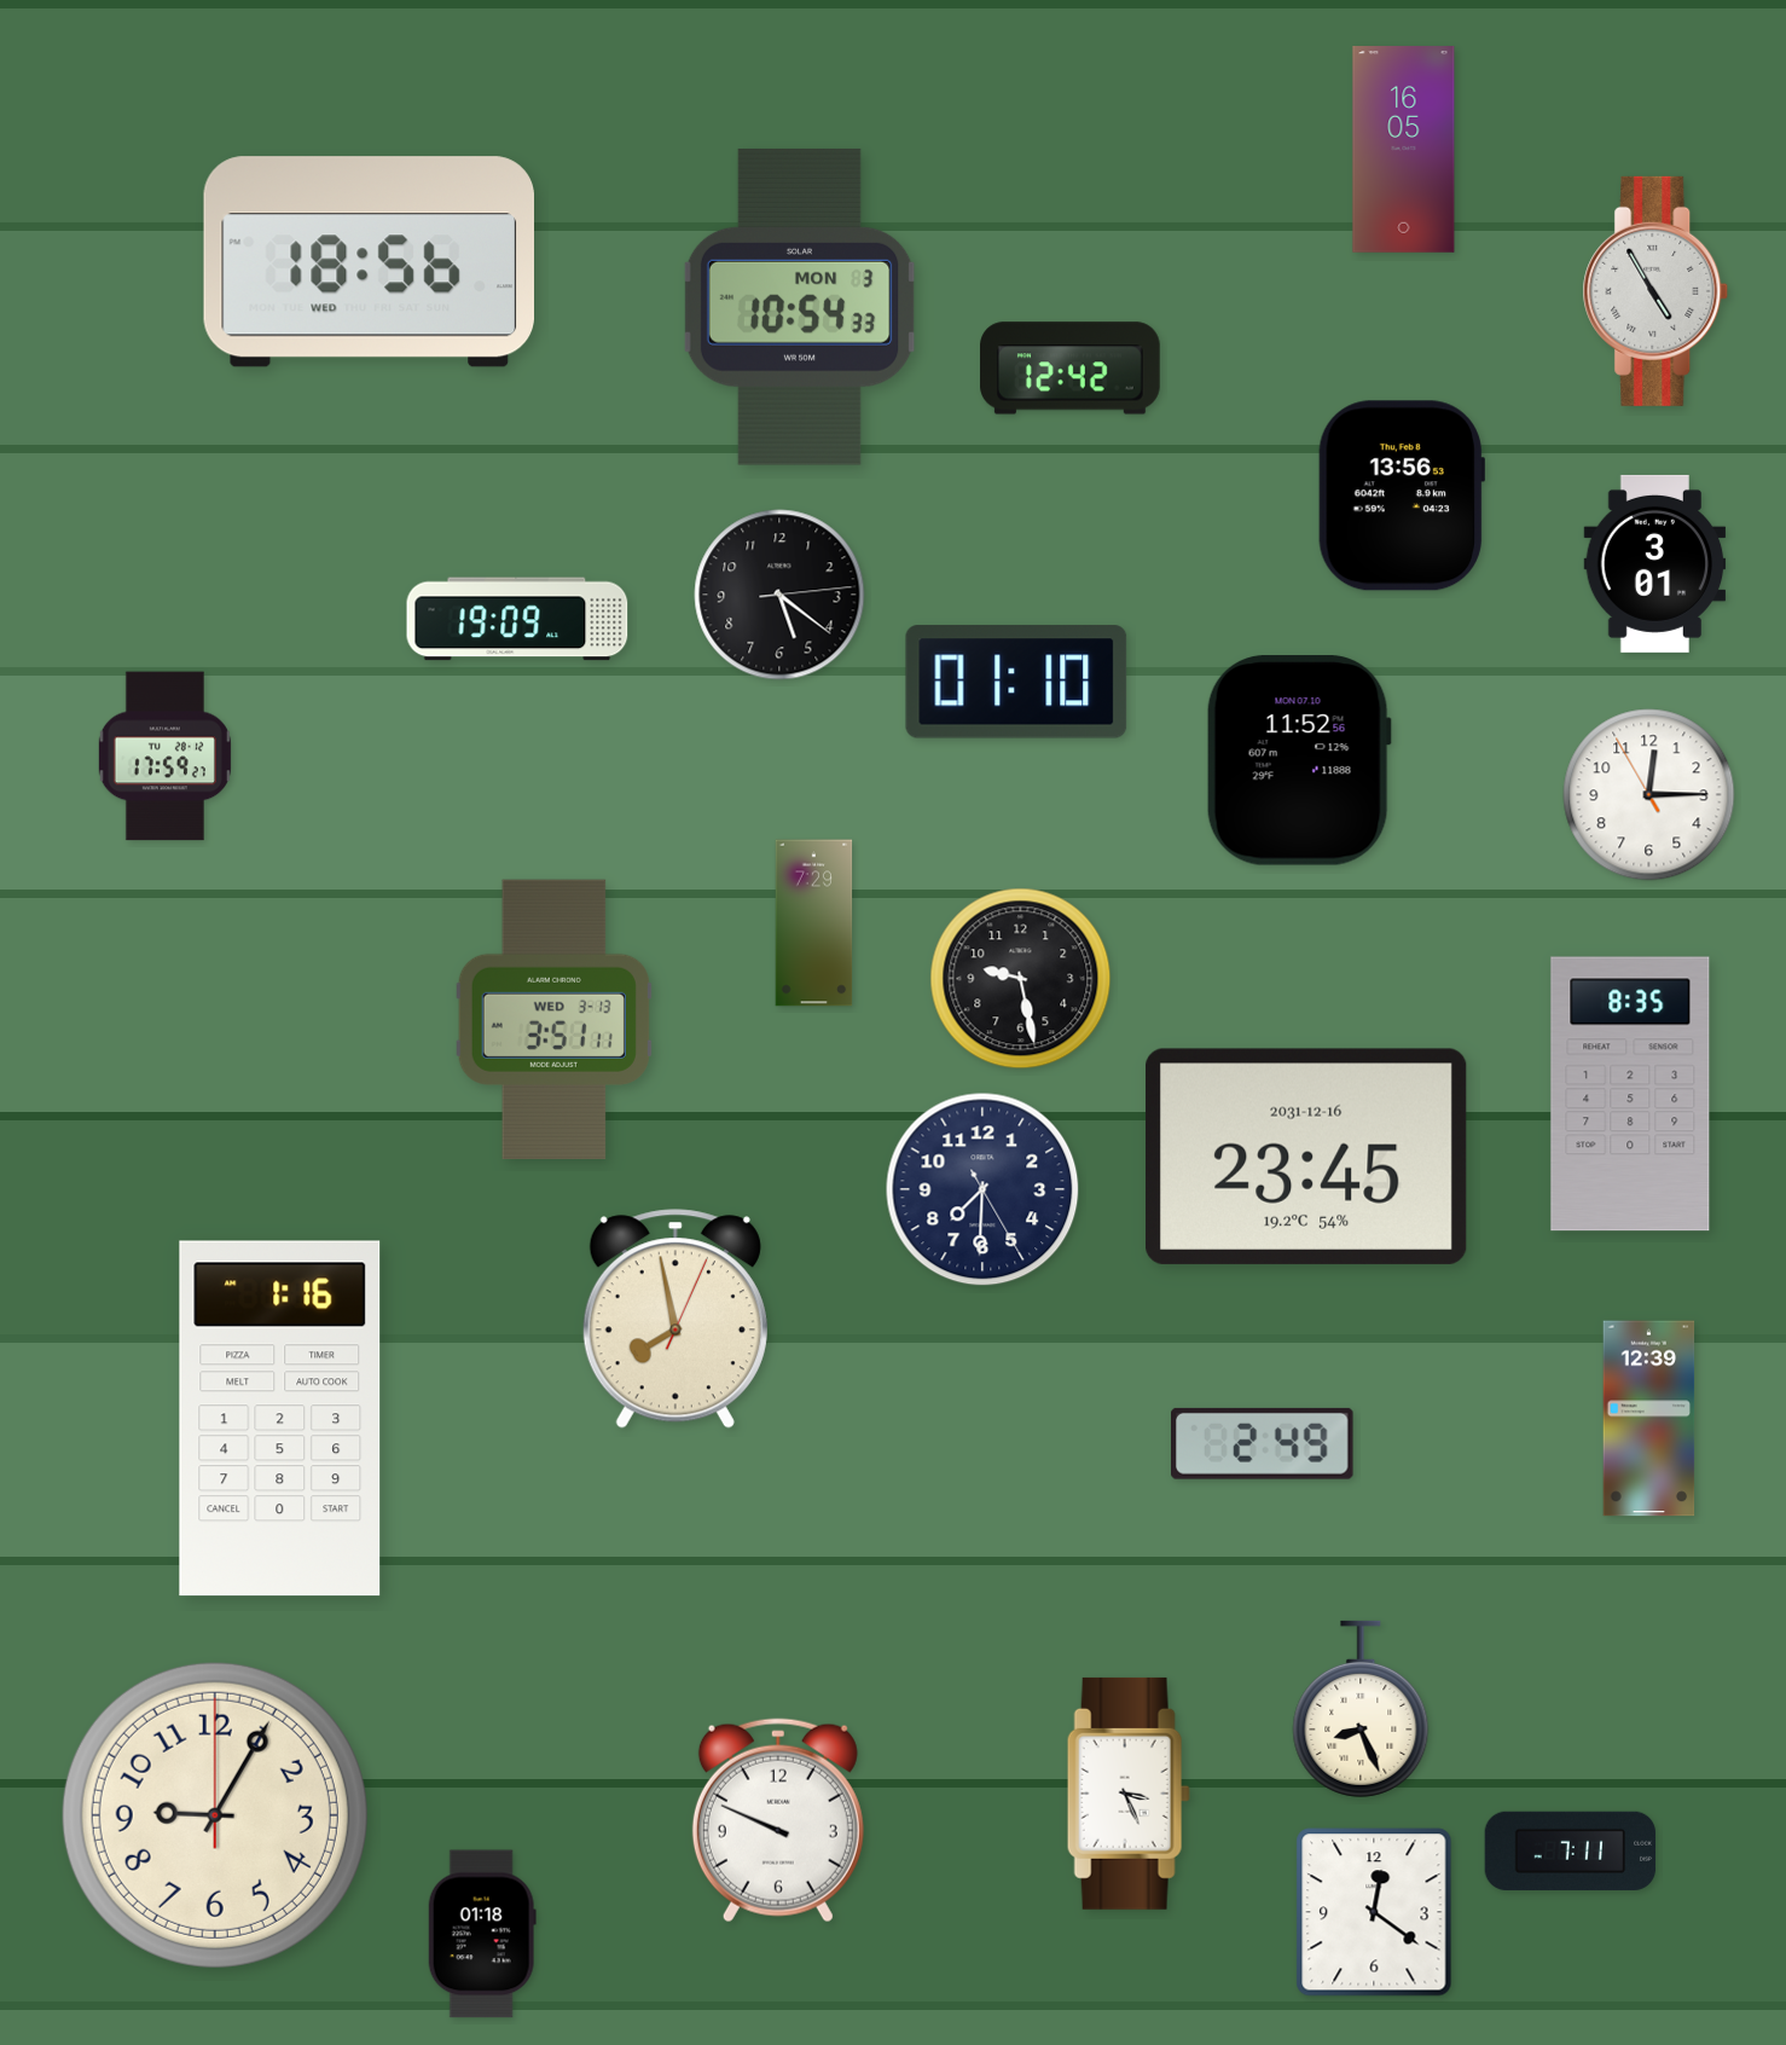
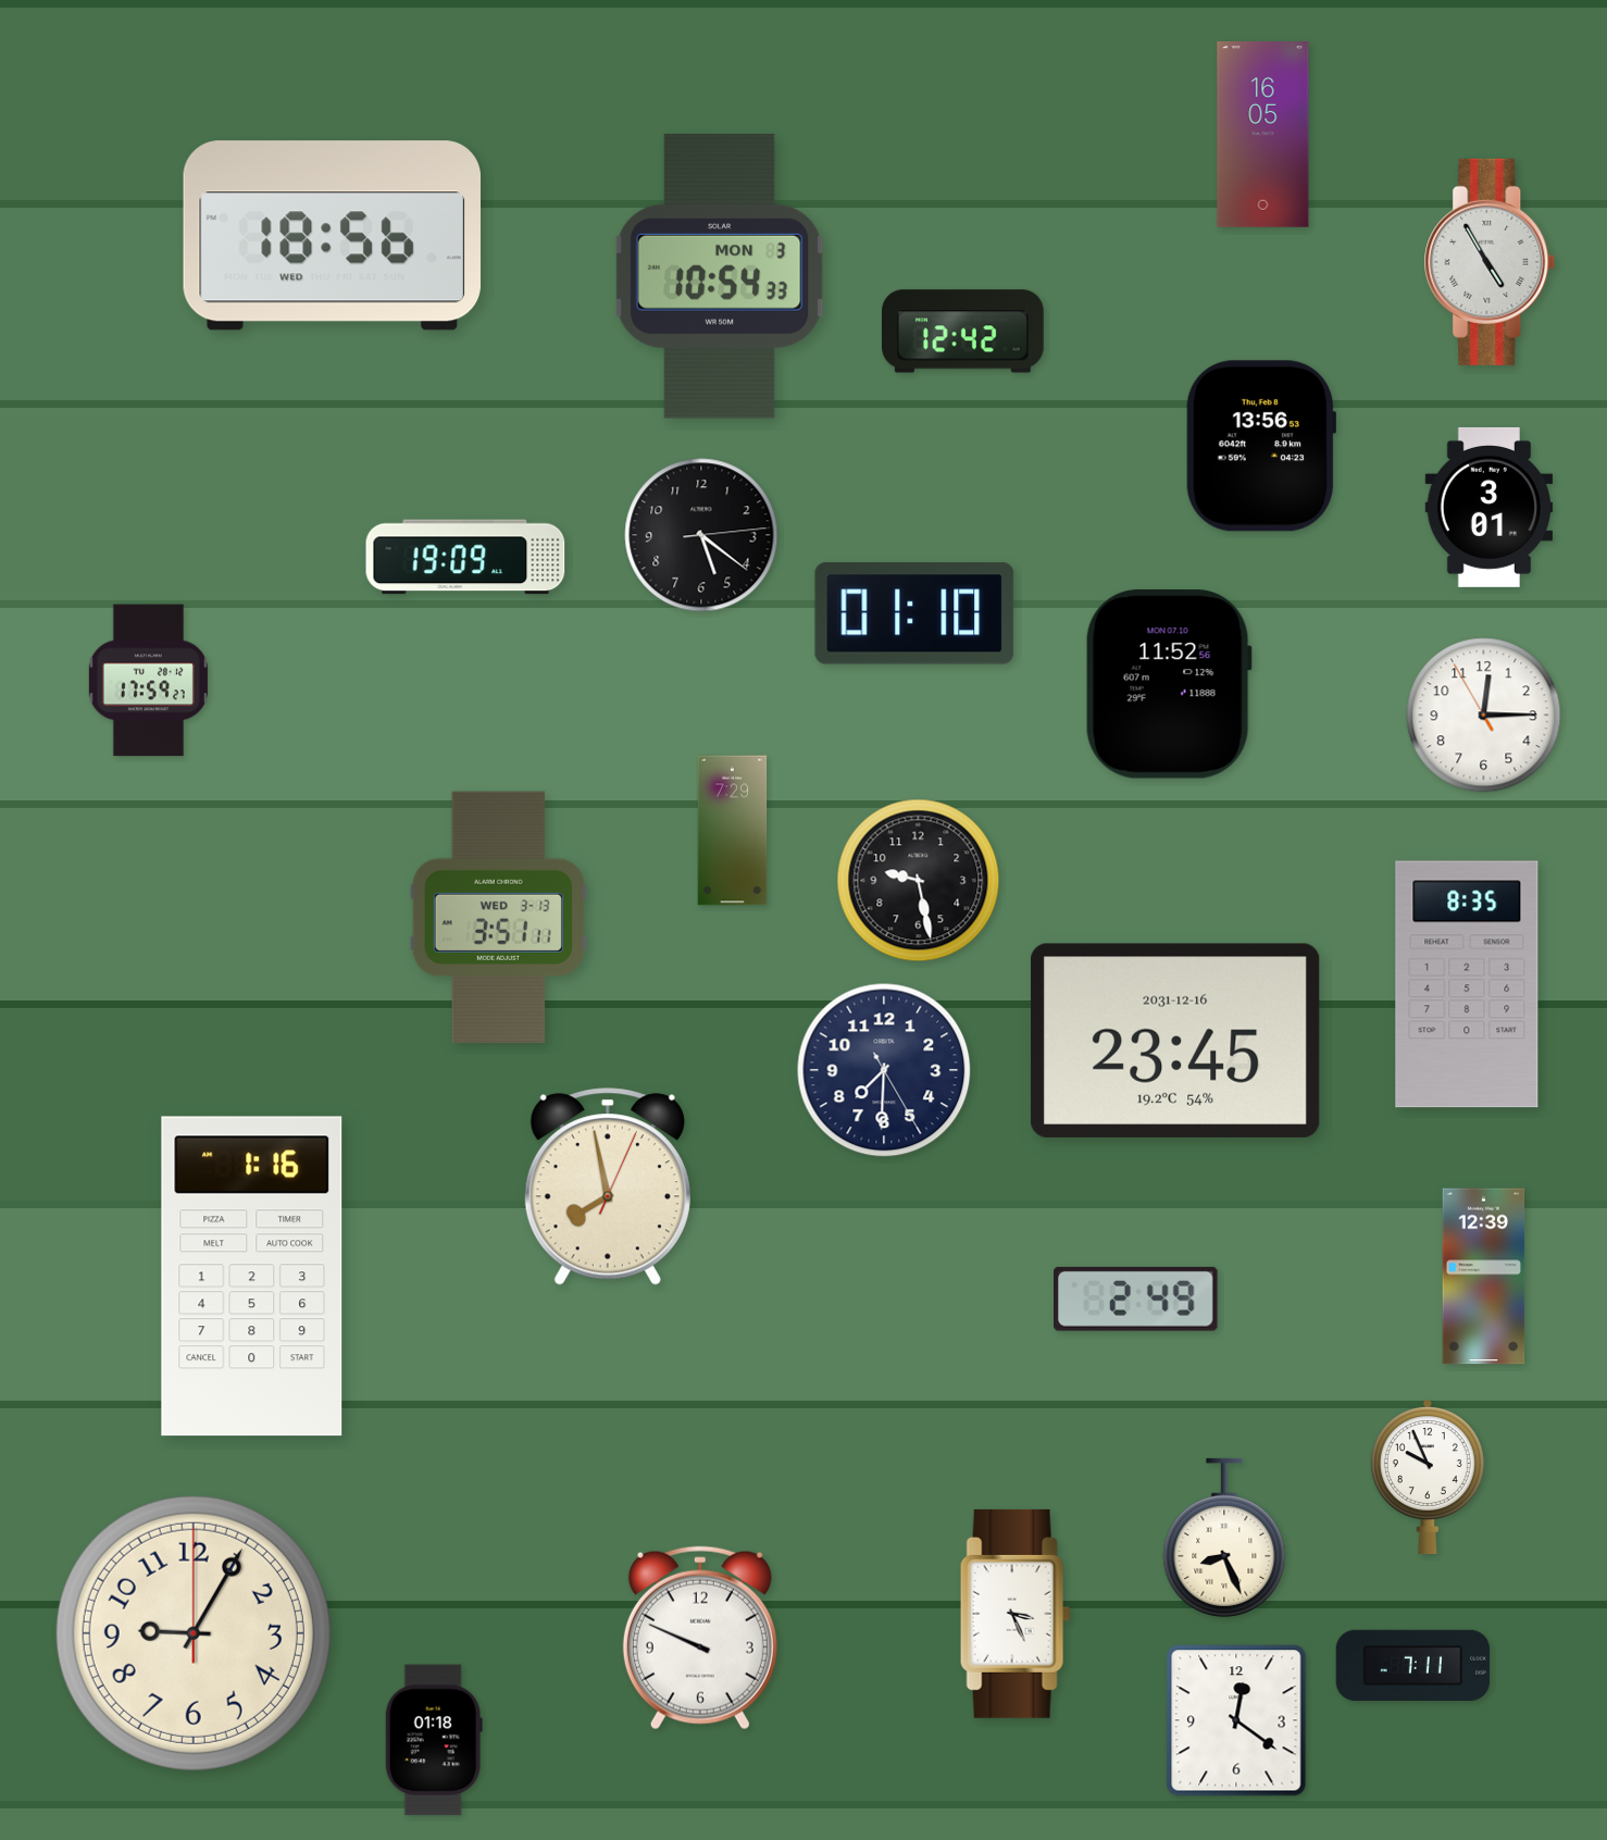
clock at (1428, 1476): none -> 9:56
